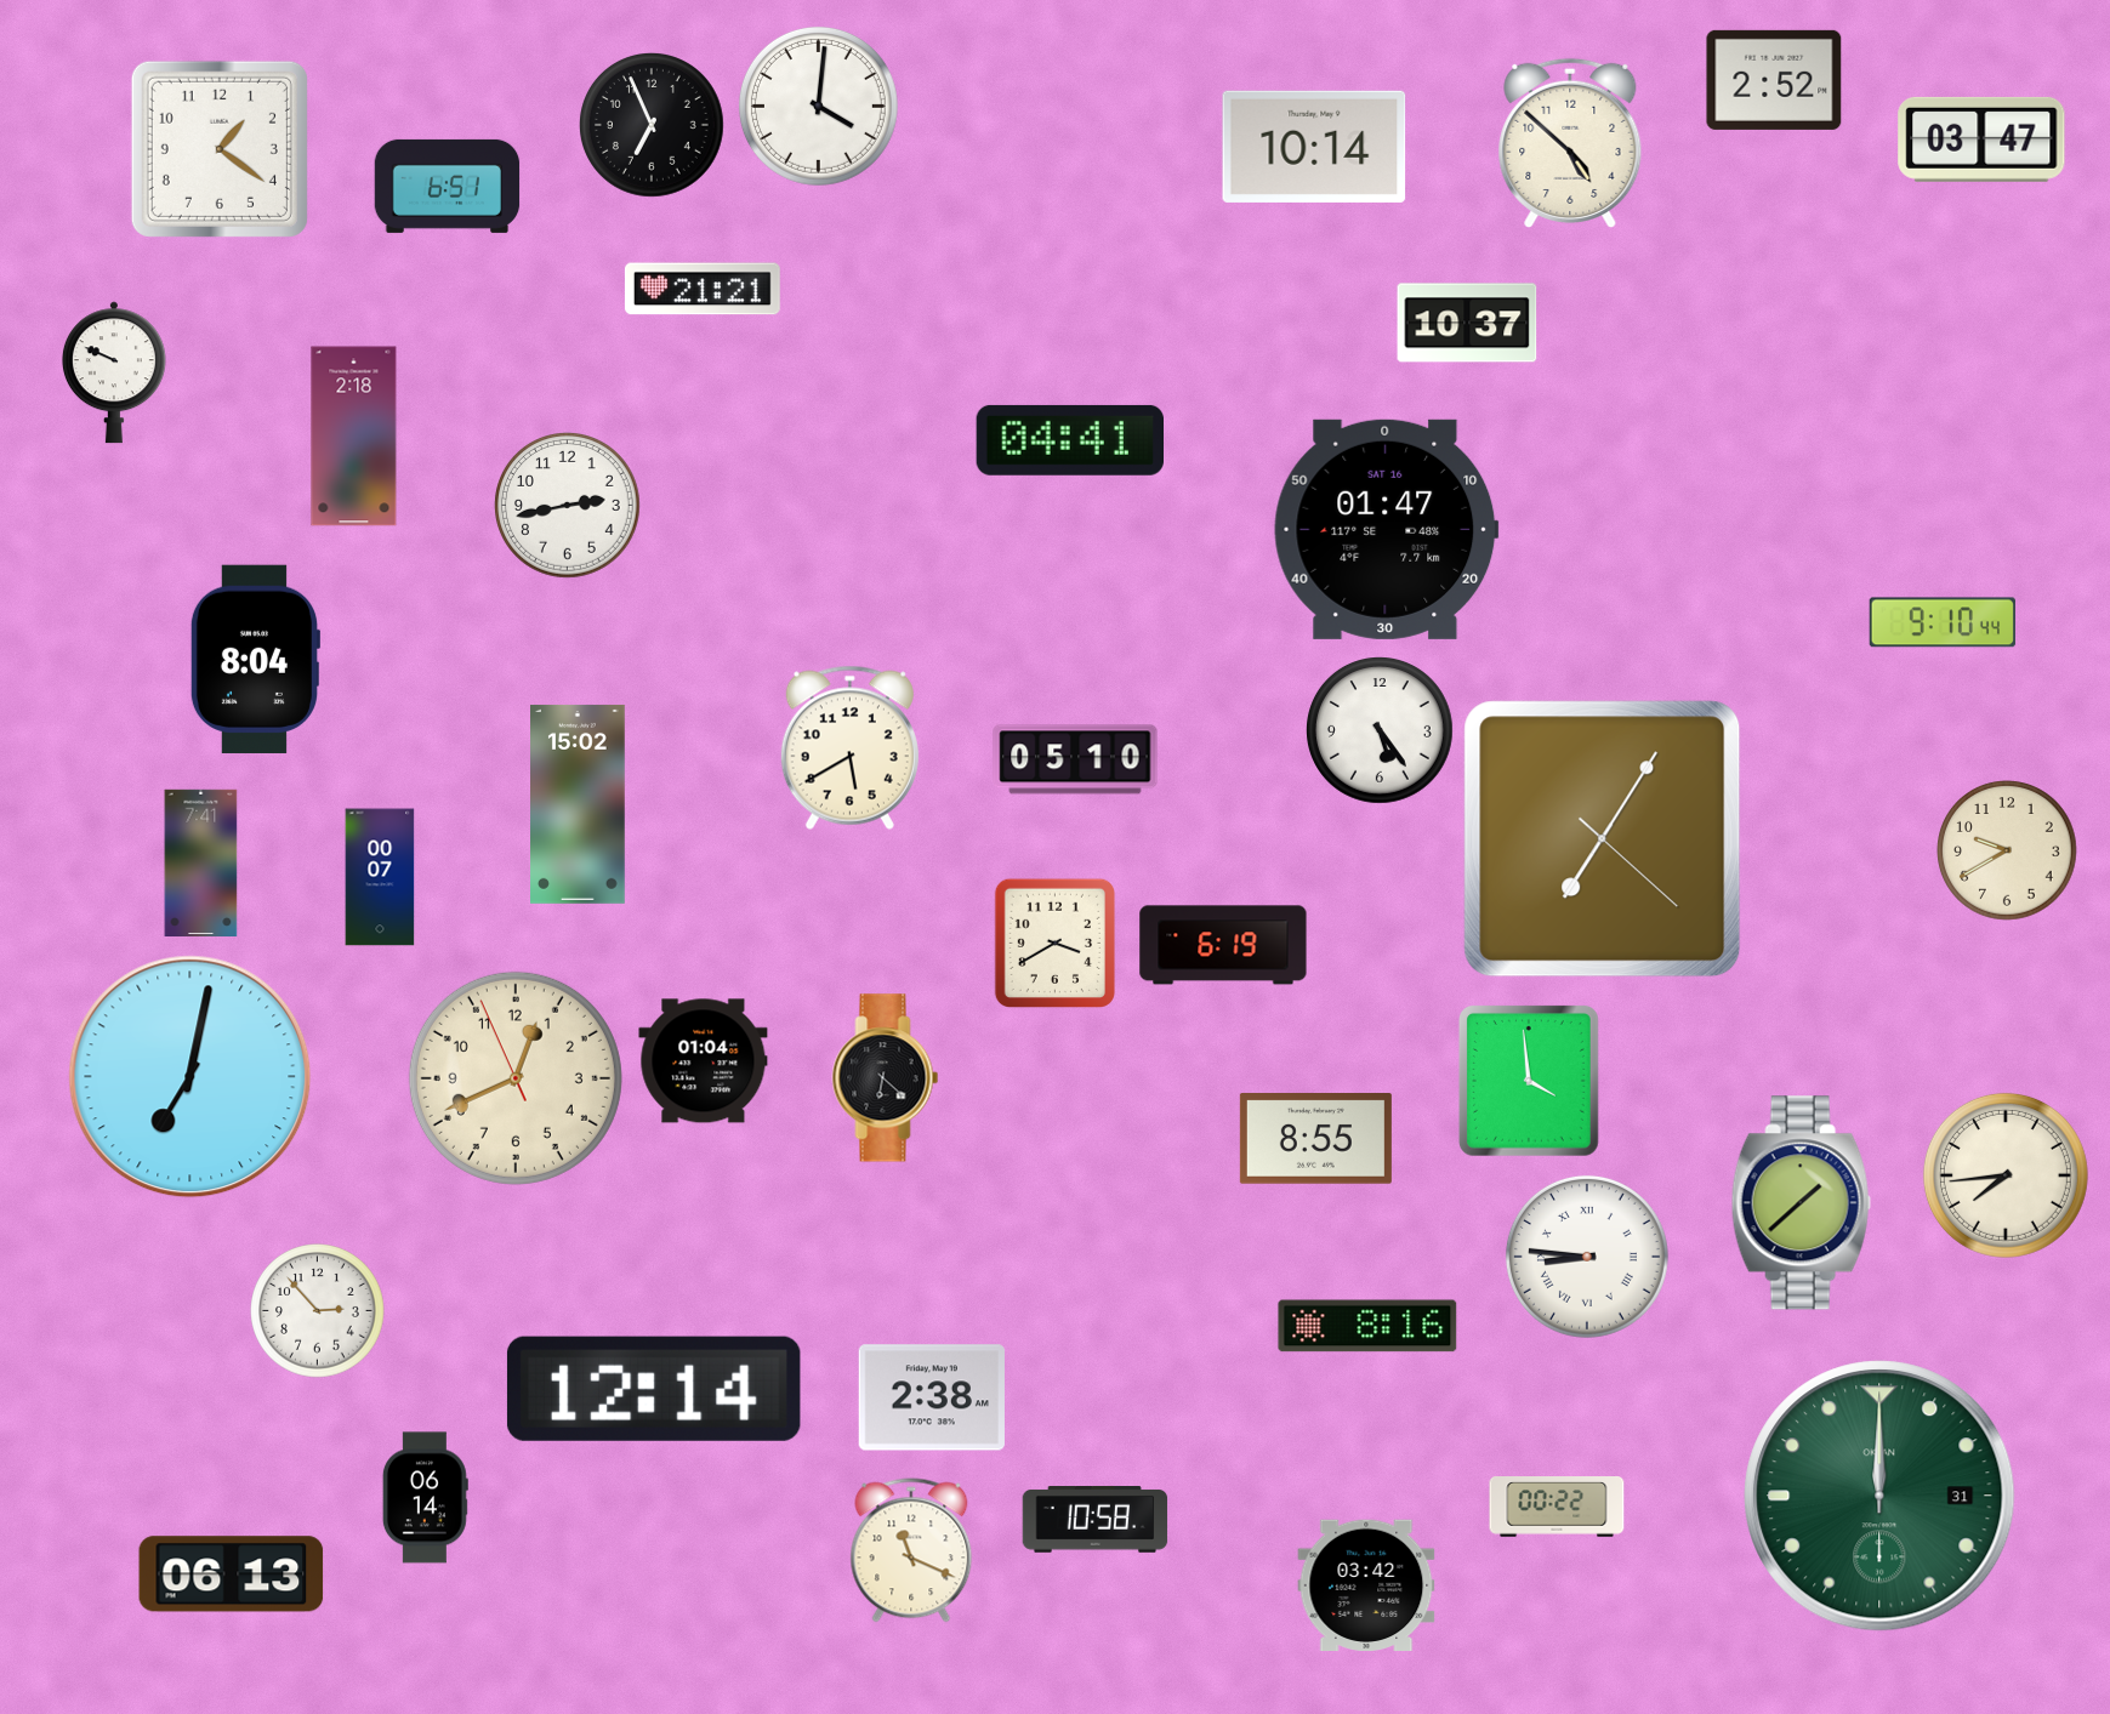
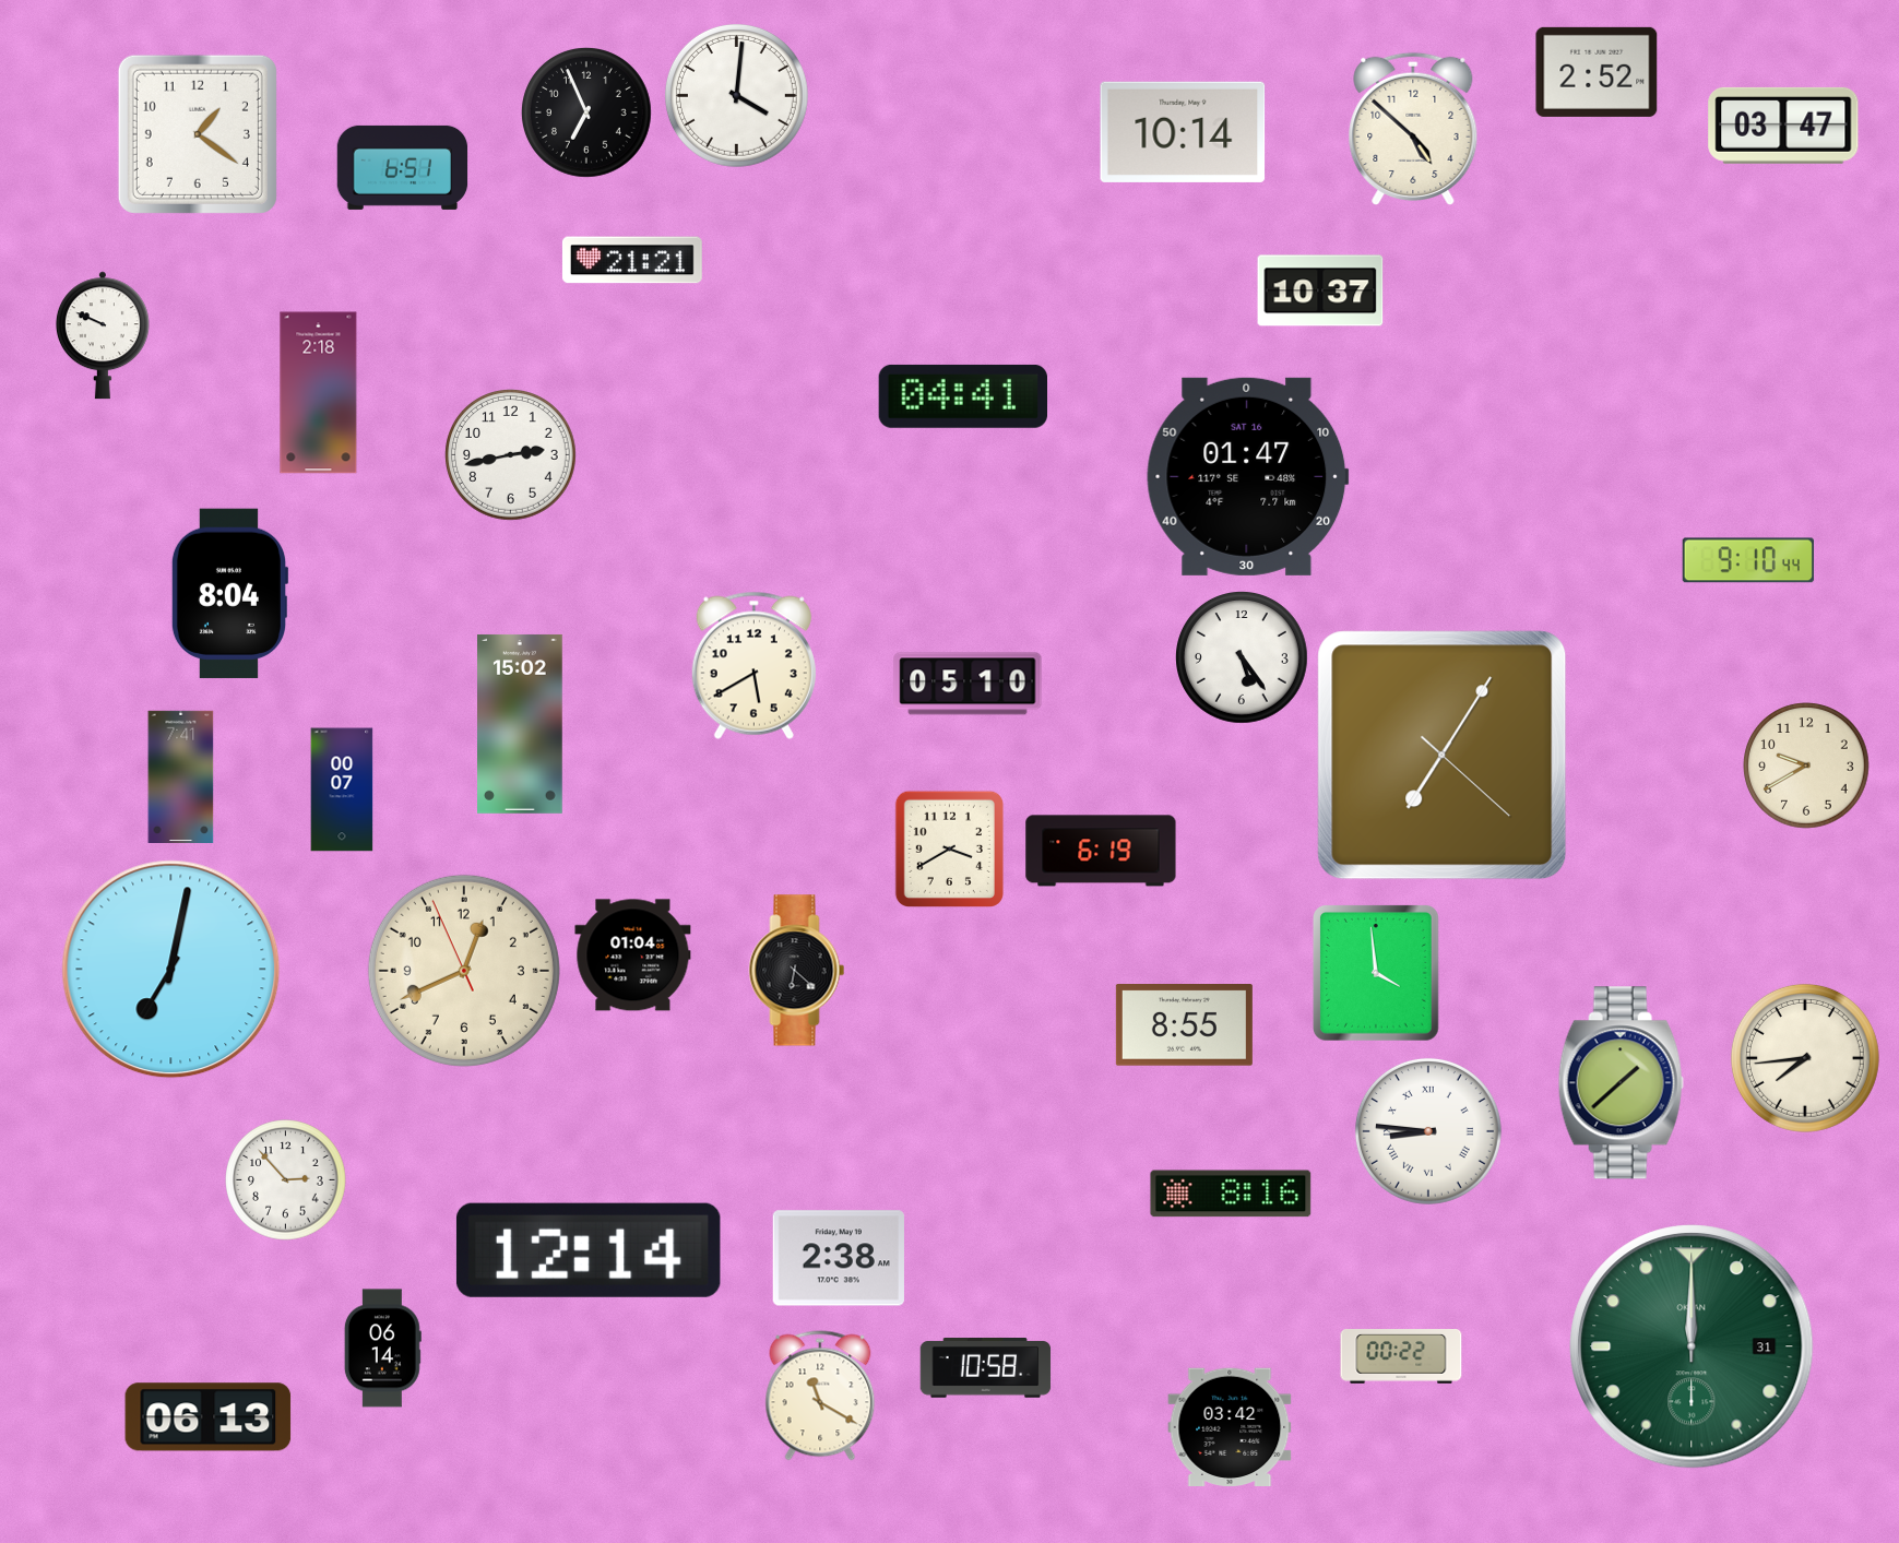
clock at (849, 747) position: (849, 747) -> (753, 665)
clock at (911, 1550): 11:19 -> 11:20
